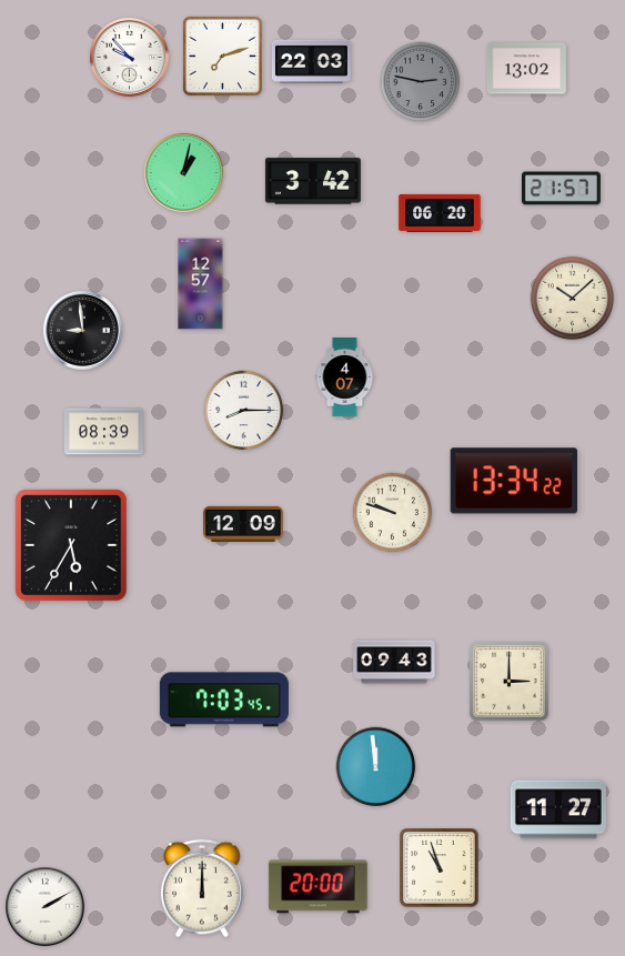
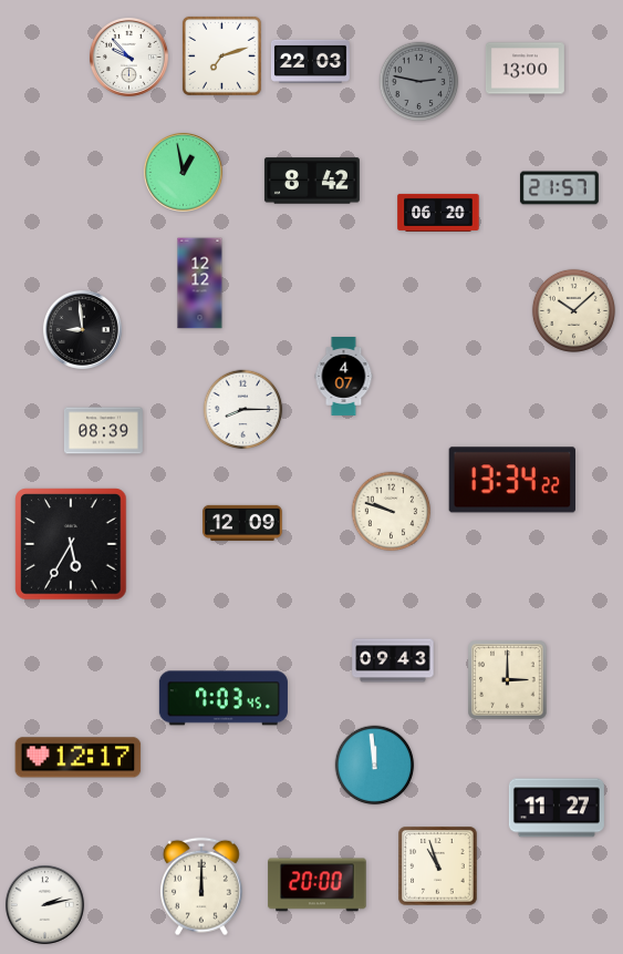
clock at (526, 69): 13:02 -> 13:00
clock at (183, 172): 1:02 -> 12:58
clock at (313, 181): 3:42 -> 8:42
clock at (201, 284): 12:57 -> 12:12
clock at (572, 298) position: (572, 298) -> (573, 310)
clock at (79, 758): none -> 12:17
clock at (44, 906): 2:10 -> 2:13
